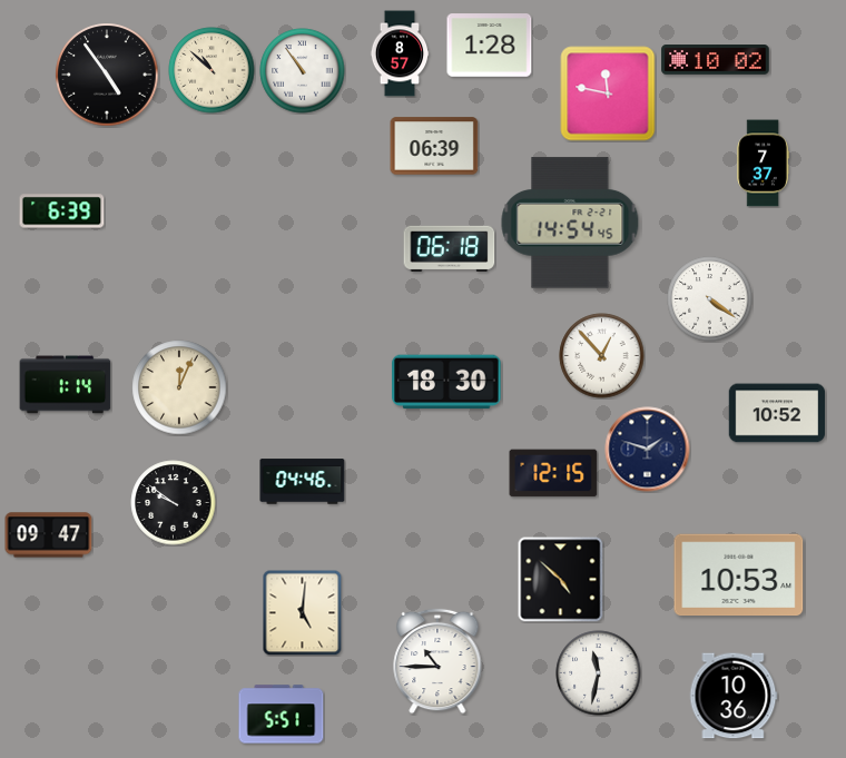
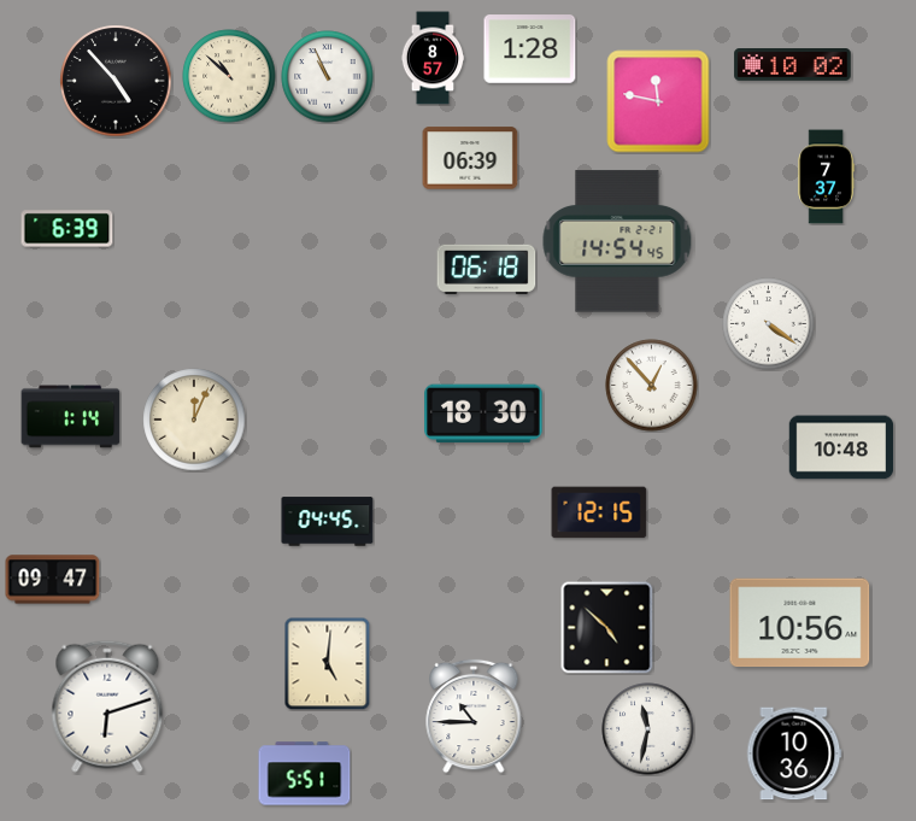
clock at (716, 60) position: (716, 60) -> (793, 65)
clock at (303, 71): 10:54 -> 10:56
clock at (107, 75): 4:54 -> 4:53
clock at (777, 413): 10:52 -> 10:48
clock at (648, 450): 1:48 -> none
clock at (303, 482): 04:46 -> 04:45
clock at (174, 503): 9:51 -> none
clock at (739, 575): 10:53 -> 10:56
clock at (107, 706): none -> 6:12
